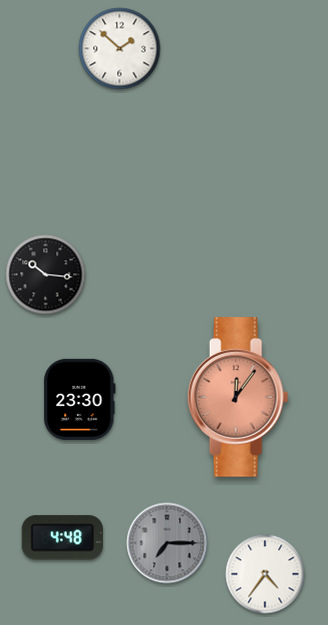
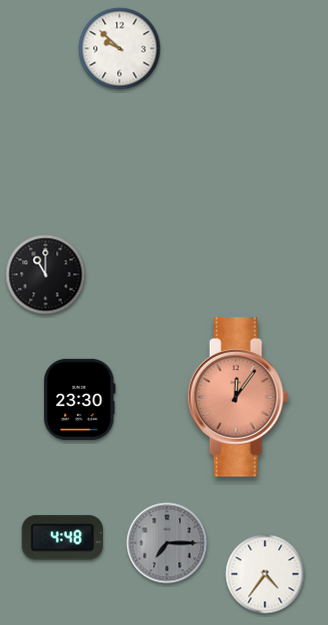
clock at (120, 49): 1:52 -> 9:52
clock at (46, 275): 10:16 -> 11:00
